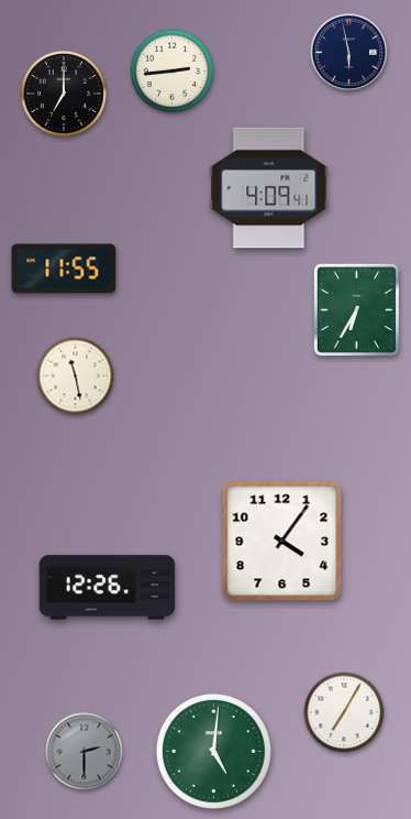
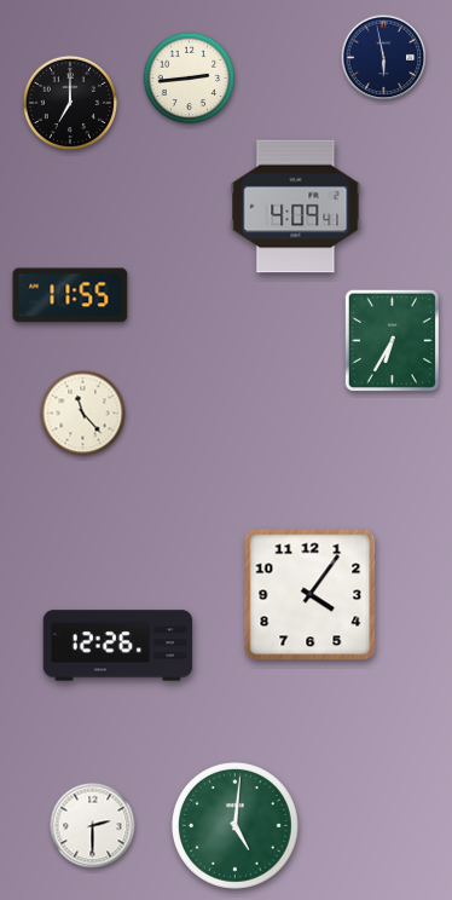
clock at (76, 376): 11:28 -> 11:23
clock at (344, 712): 7:05 -> none
clock at (85, 752) dial: grey -> white
